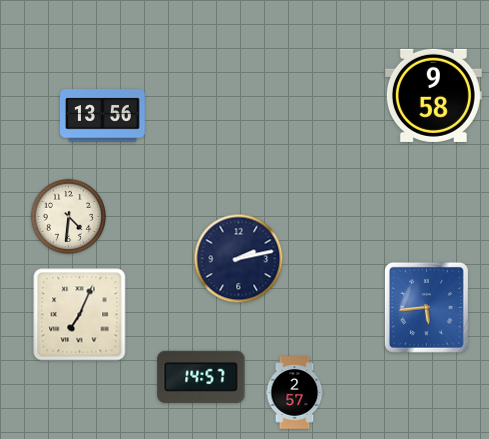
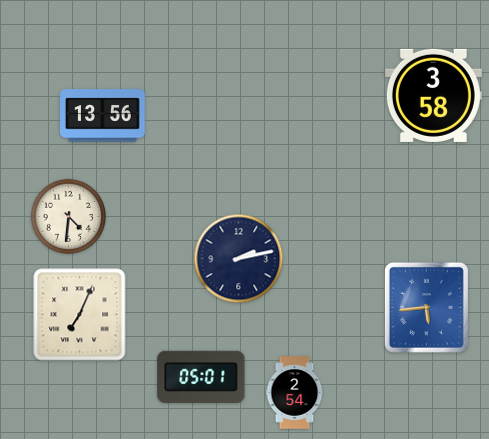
clock at (433, 95): 9:58 -> 3:58
clock at (201, 377): 14:57 -> 05:01
clock at (295, 393): 2:57 -> 2:54
